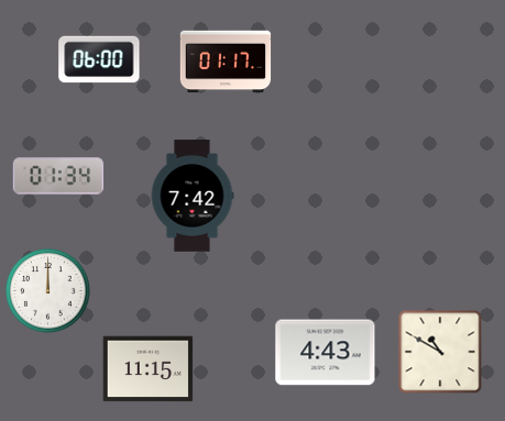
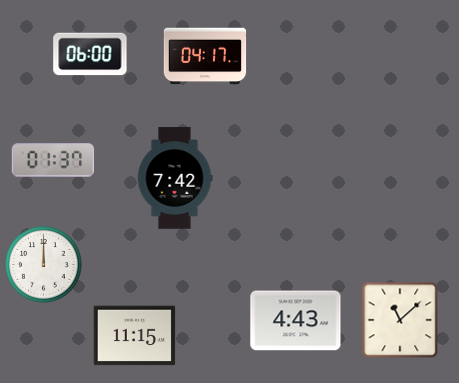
clock at (226, 62): 01:17 -> 04:17
clock at (58, 176): 01:34 -> 01:37
clock at (440, 352): 10:50 -> 11:08
